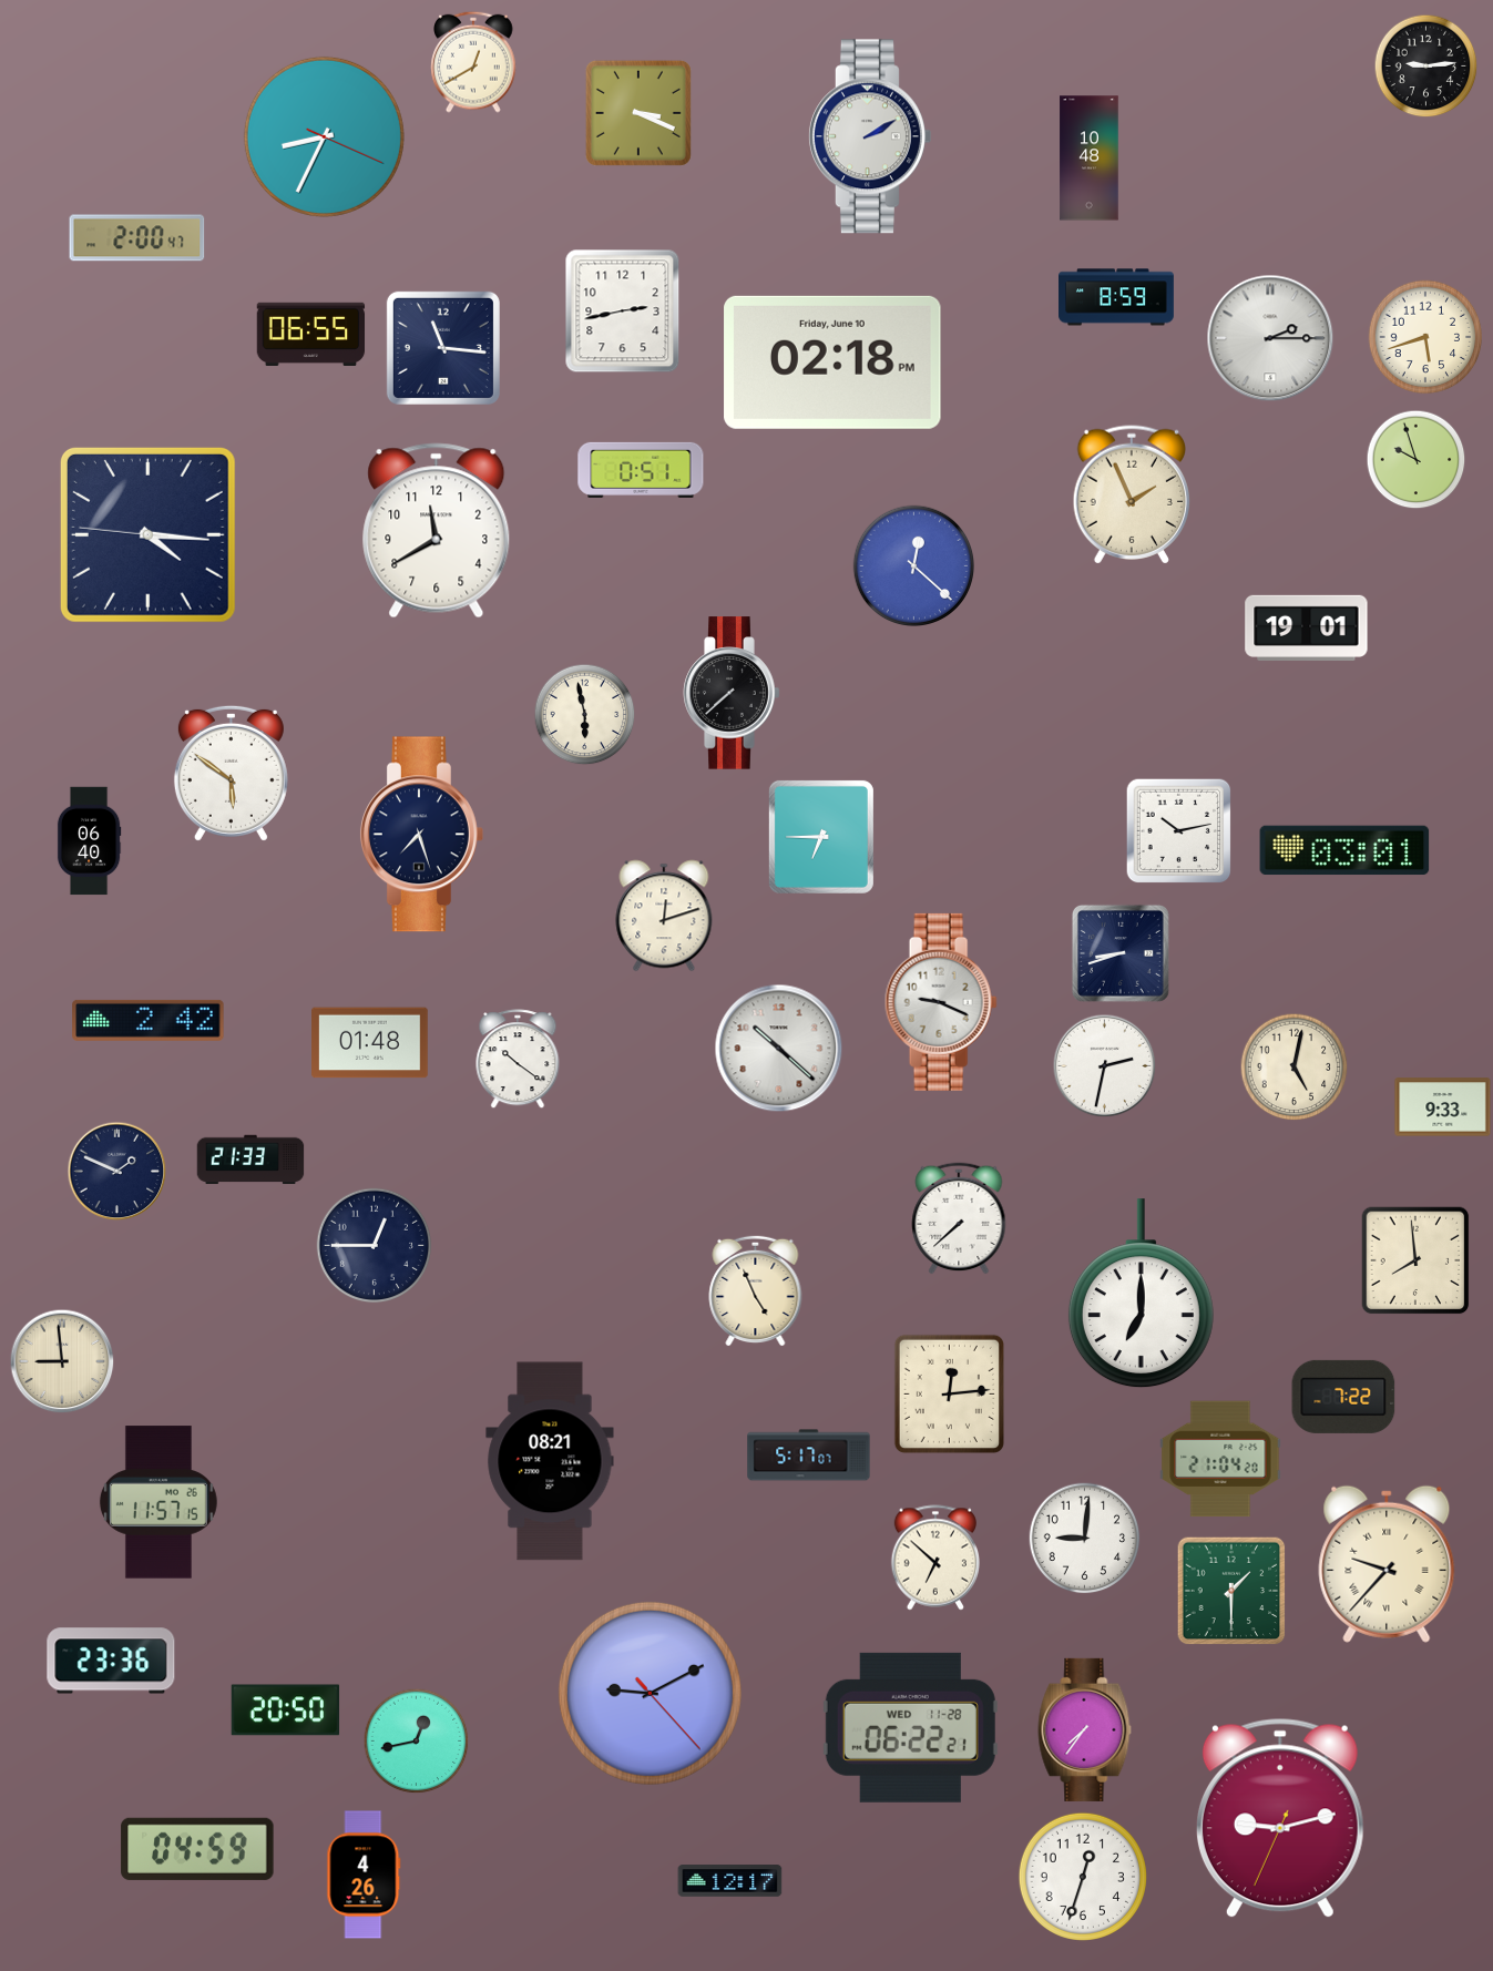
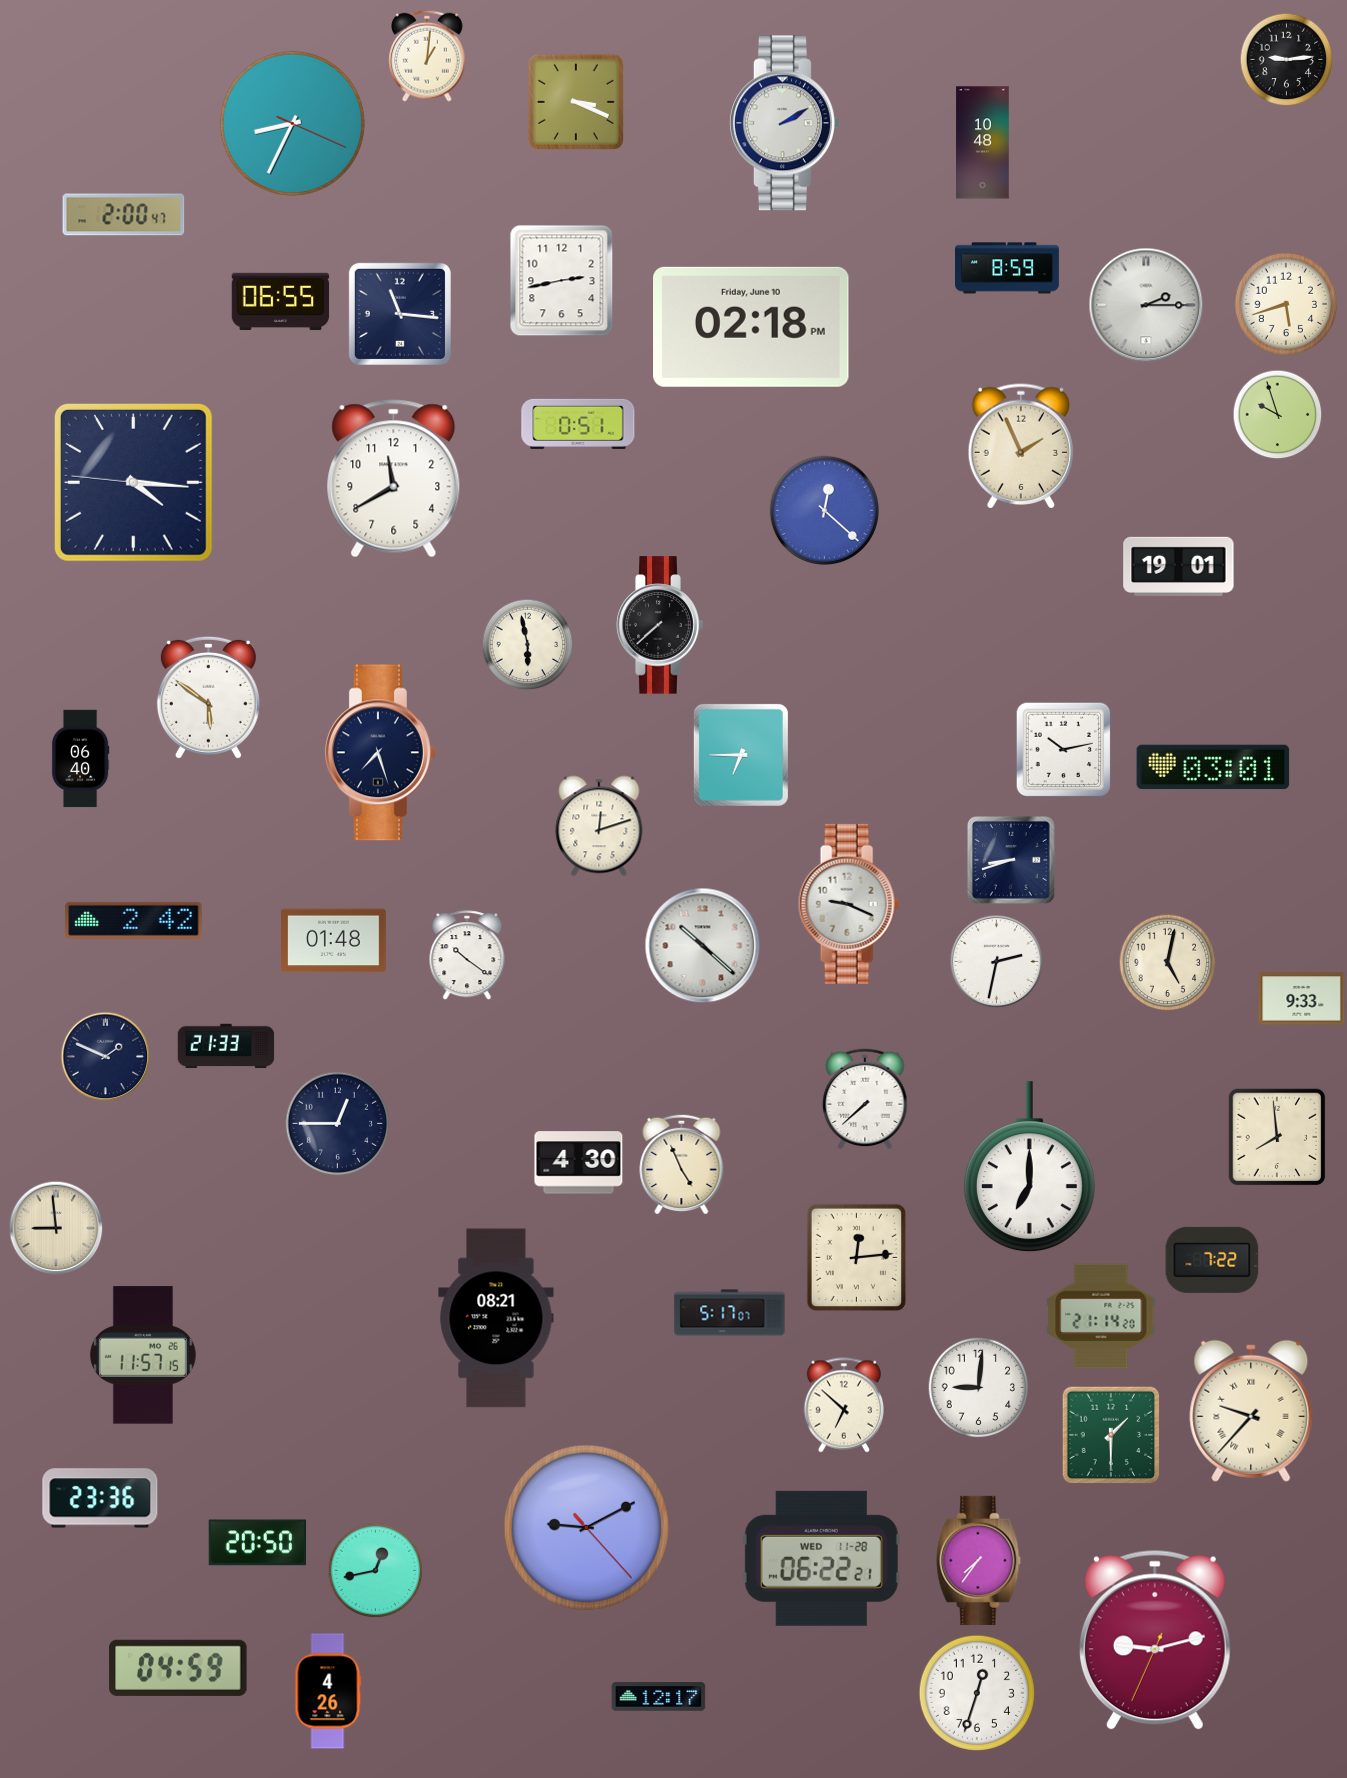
clock at (473, 62): 12:40 -> 1:01
clock at (579, 1163): none -> 4:30
clock at (1220, 1459): 21:04 -> 21:14
